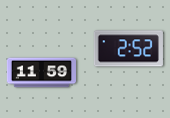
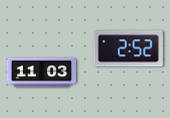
clock at (41, 73): 11:59 -> 11:03
